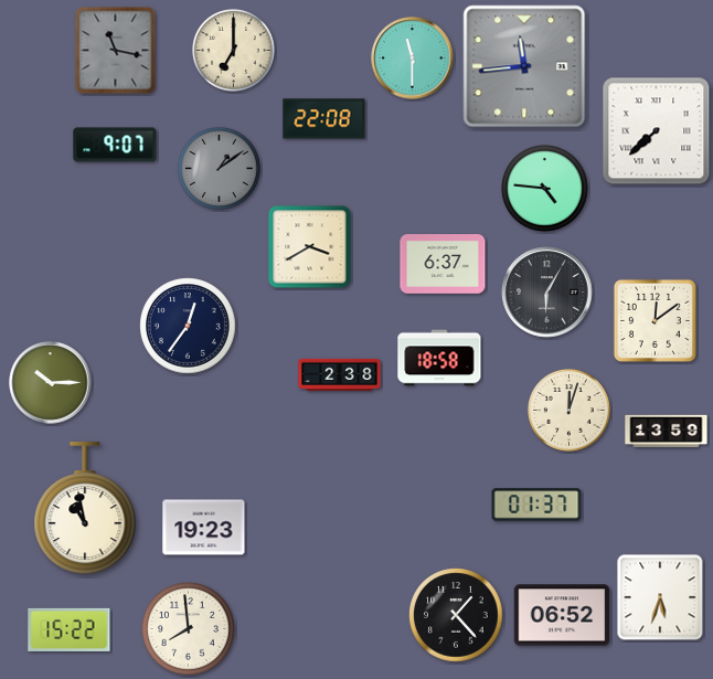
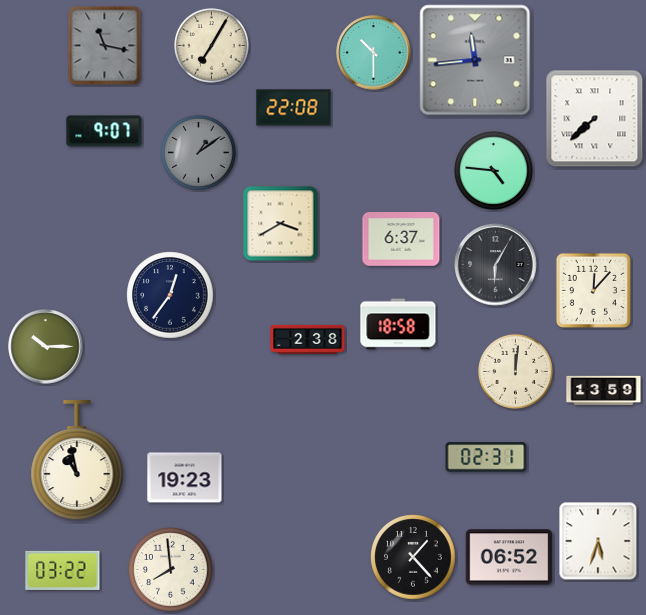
clock at (233, 50): 7:00 -> 7:05
clock at (413, 59): 11:30 -> 10:30
clock at (655, 320): 12:09 -> 12:07
clock at (568, 410): 12:03 -> 12:01
clock at (536, 505): 01:37 -> 02:31
clock at (70, 629): 15:22 -> 03:22
